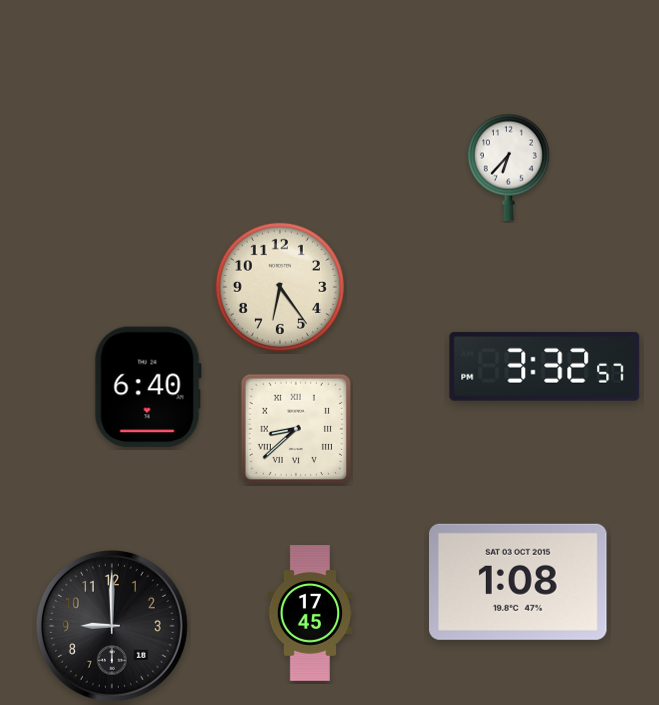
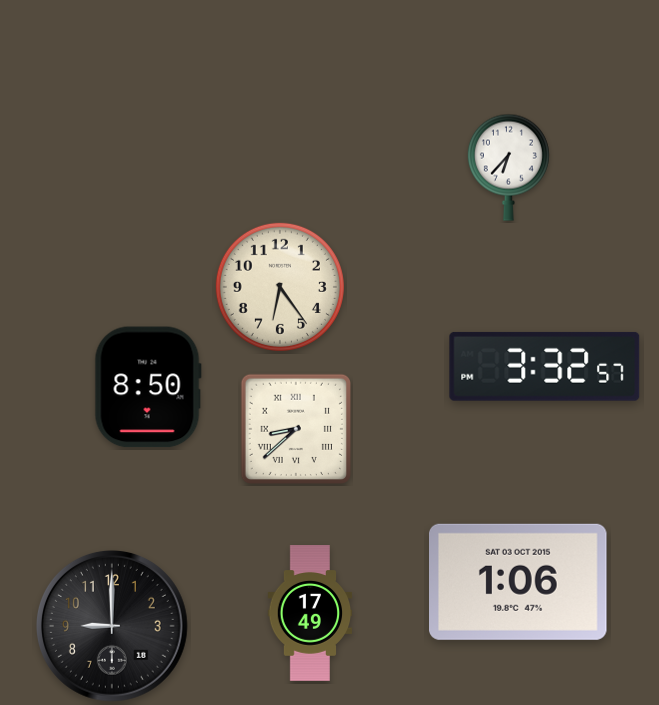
clock at (148, 387): 6:40 -> 8:50
clock at (519, 582): 1:08 -> 1:06
clock at (310, 613): 17:45 -> 17:49
